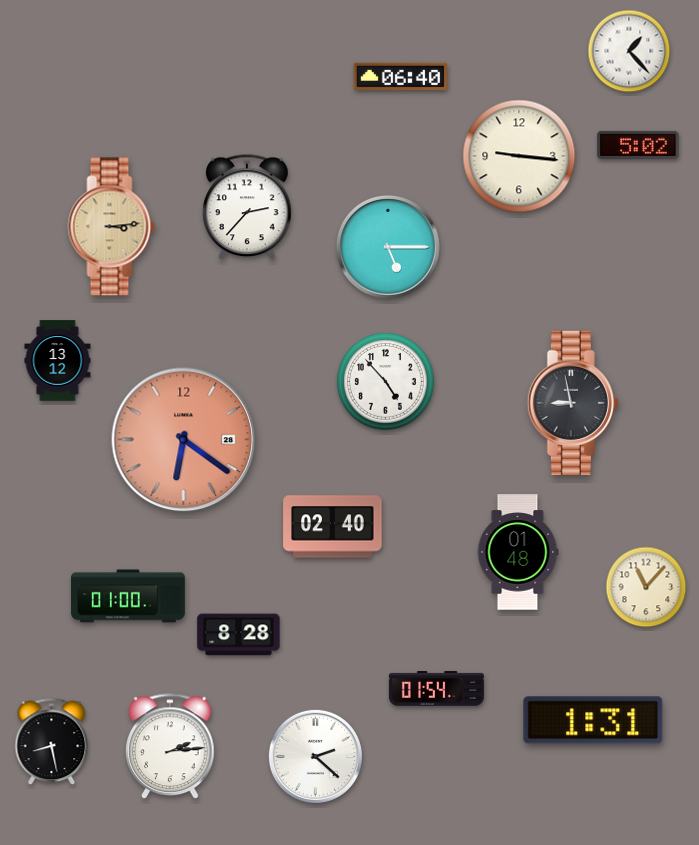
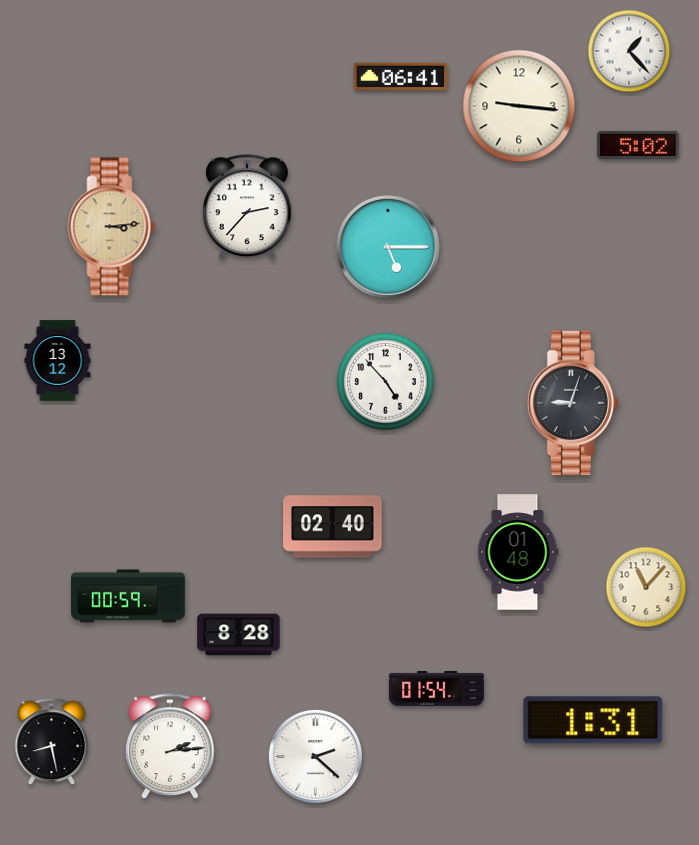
clock at (400, 76): 06:40 -> 06:41
clock at (519, 156) position: (519, 156) -> (519, 106)
clock at (573, 402): 8:58 -> 9:03
clock at (184, 440): 6:21 -> none
clock at (128, 596): 01:00 -> 00:59
